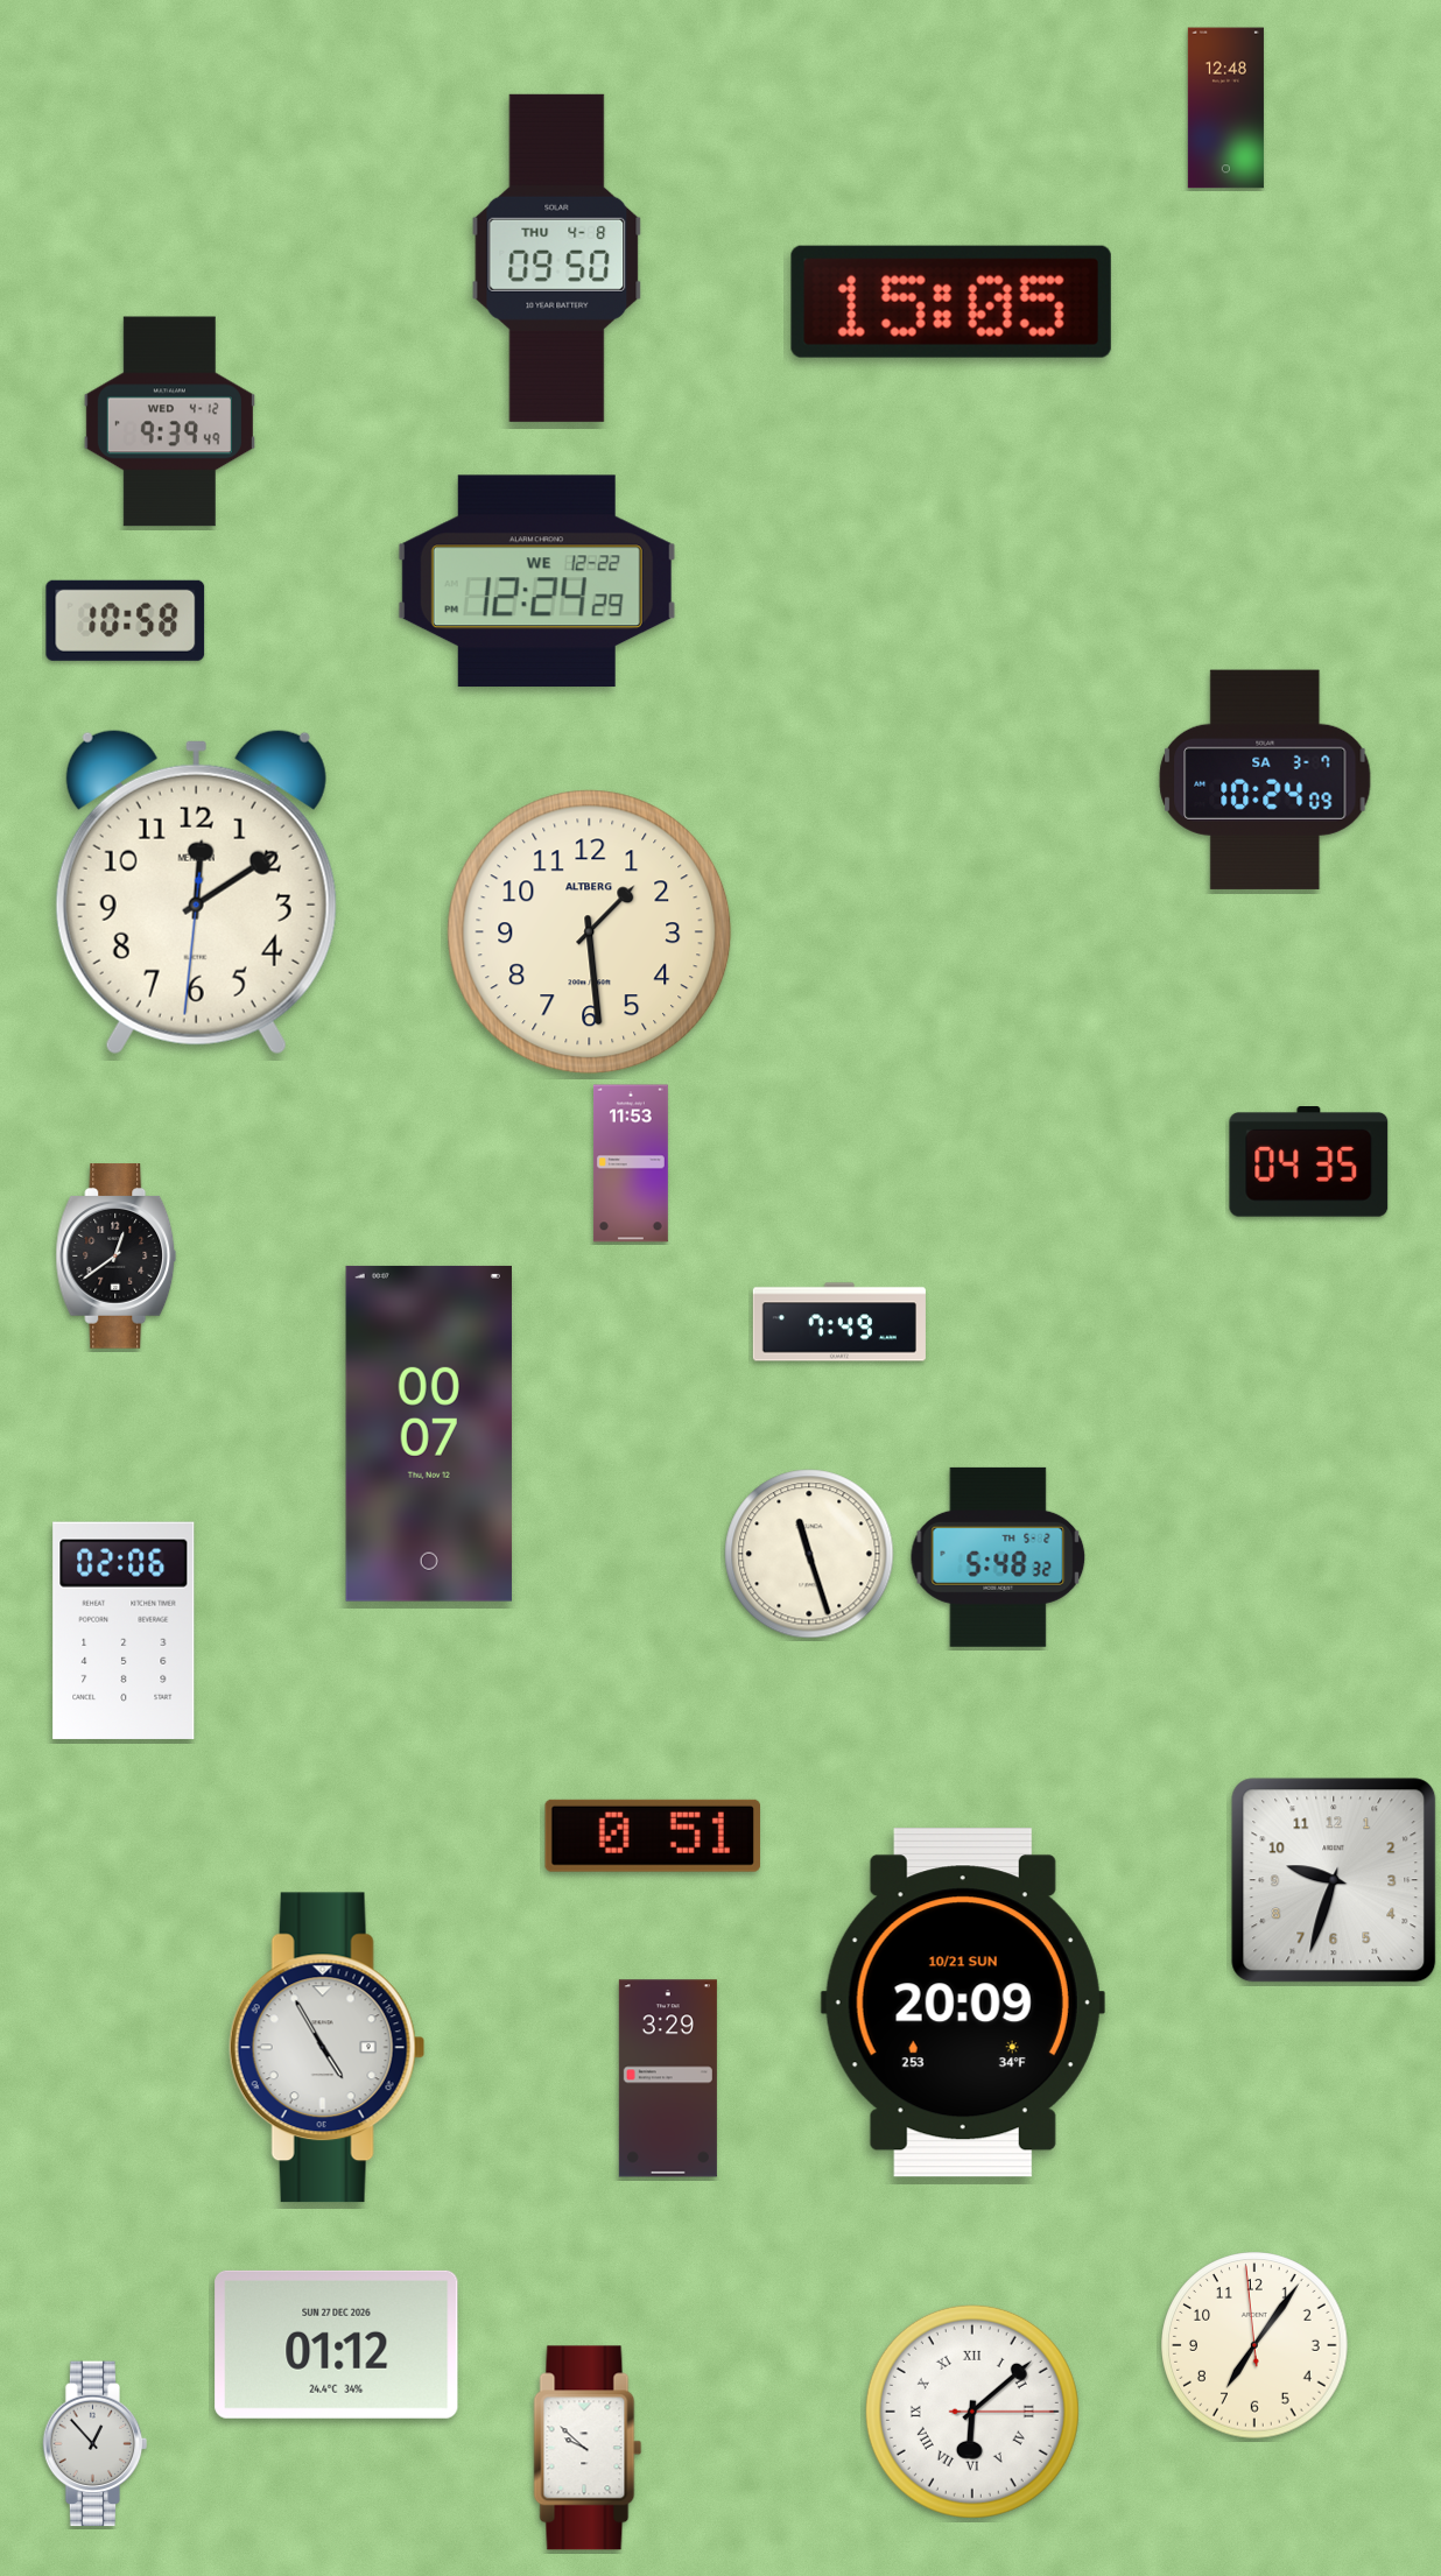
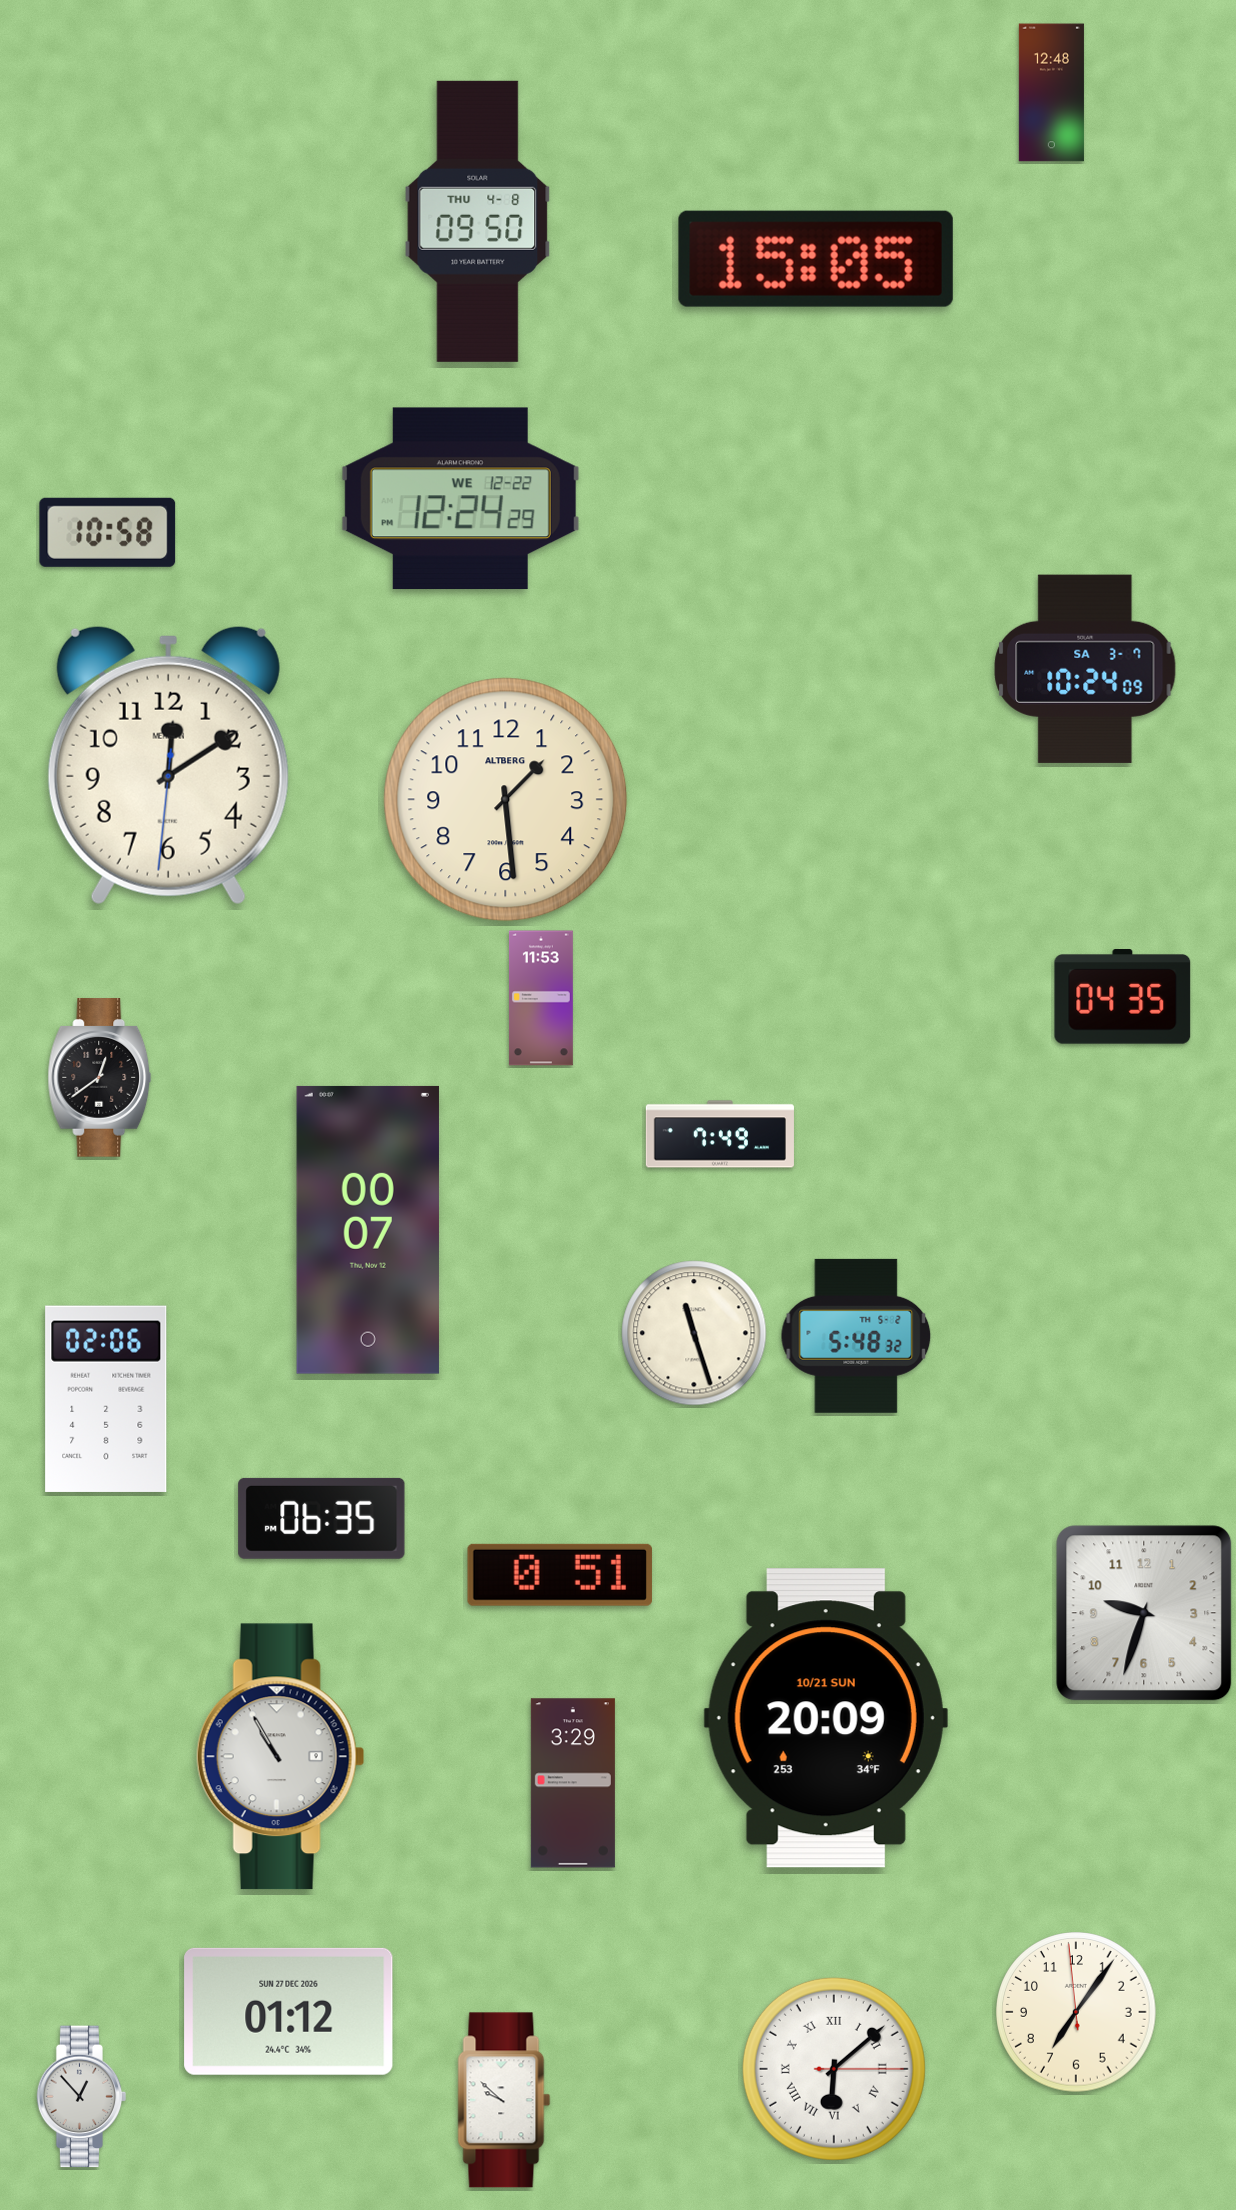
clock at (169, 422): 9:39 -> none
clock at (322, 1518): none -> 06:35
clock at (326, 2048): 4:55 -> 10:55
